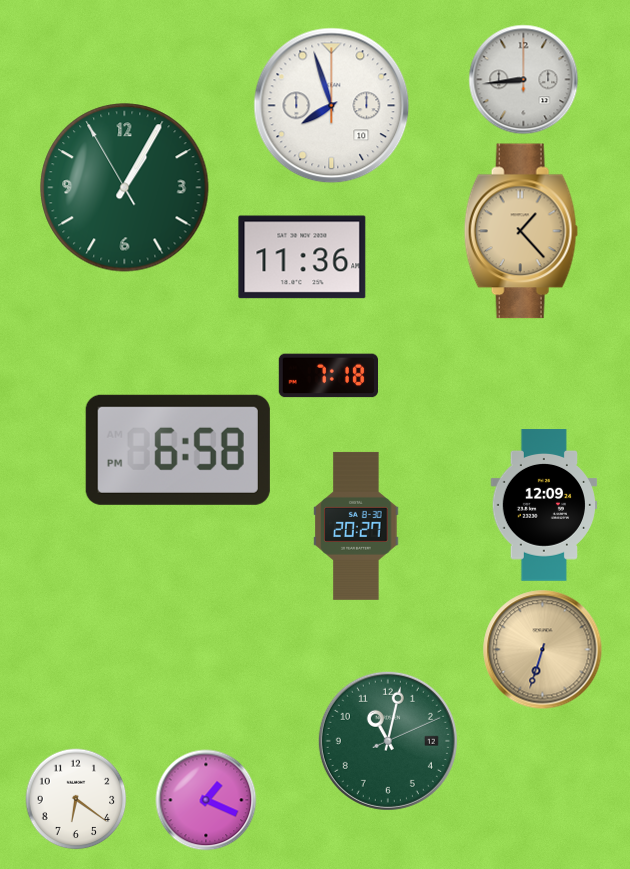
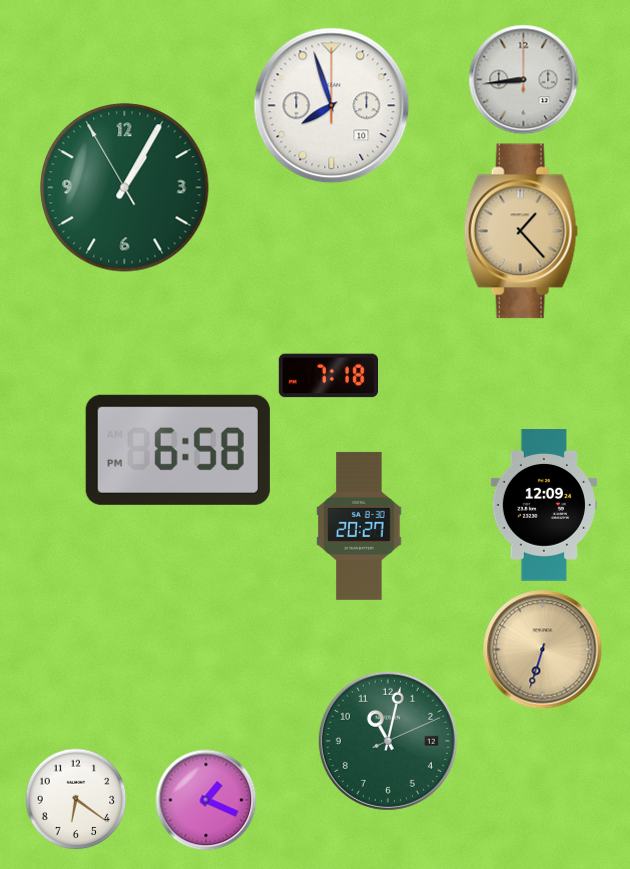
clock at (302, 257): 11:36 -> none
clock at (356, 526) position: (356, 526) -> (359, 526)
